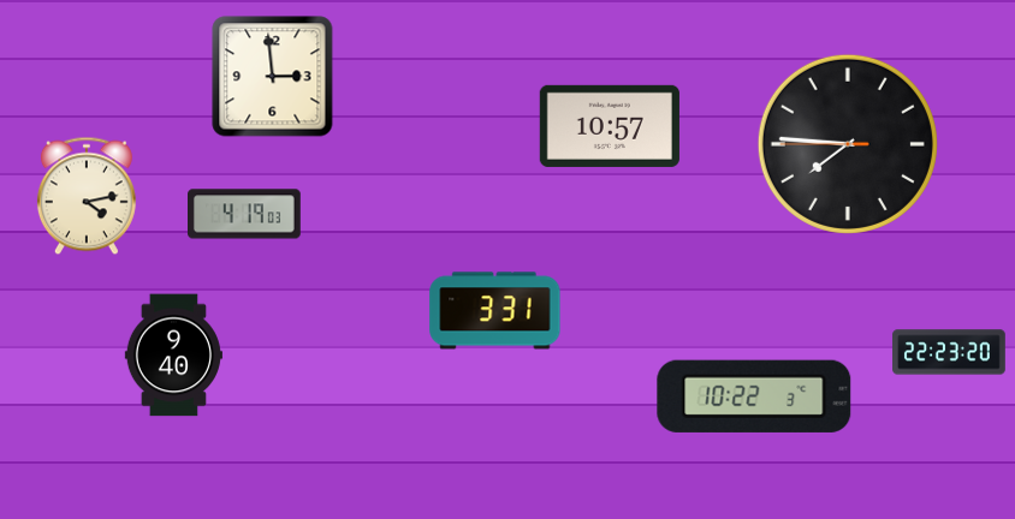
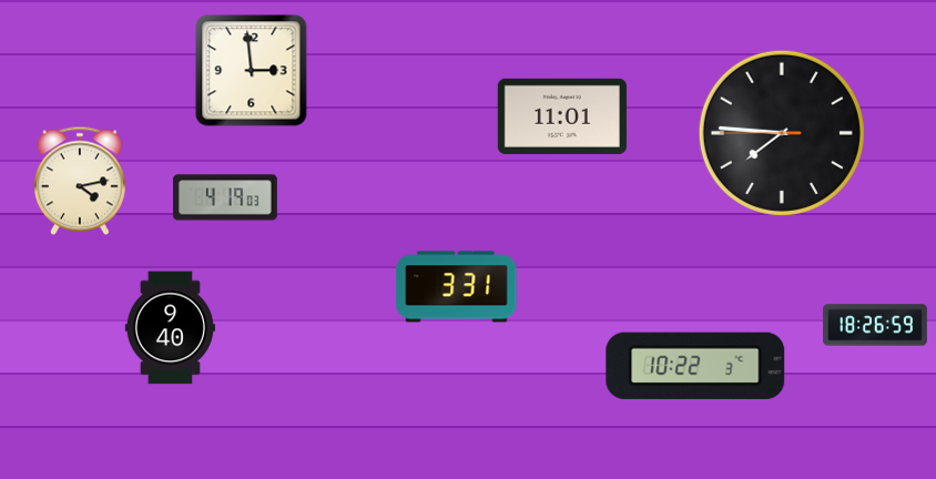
clock at (610, 126): 10:57 -> 11:01
clock at (949, 352): 22:23 -> 18:26
clock at (173, 356) position: (173, 356) -> (170, 328)
